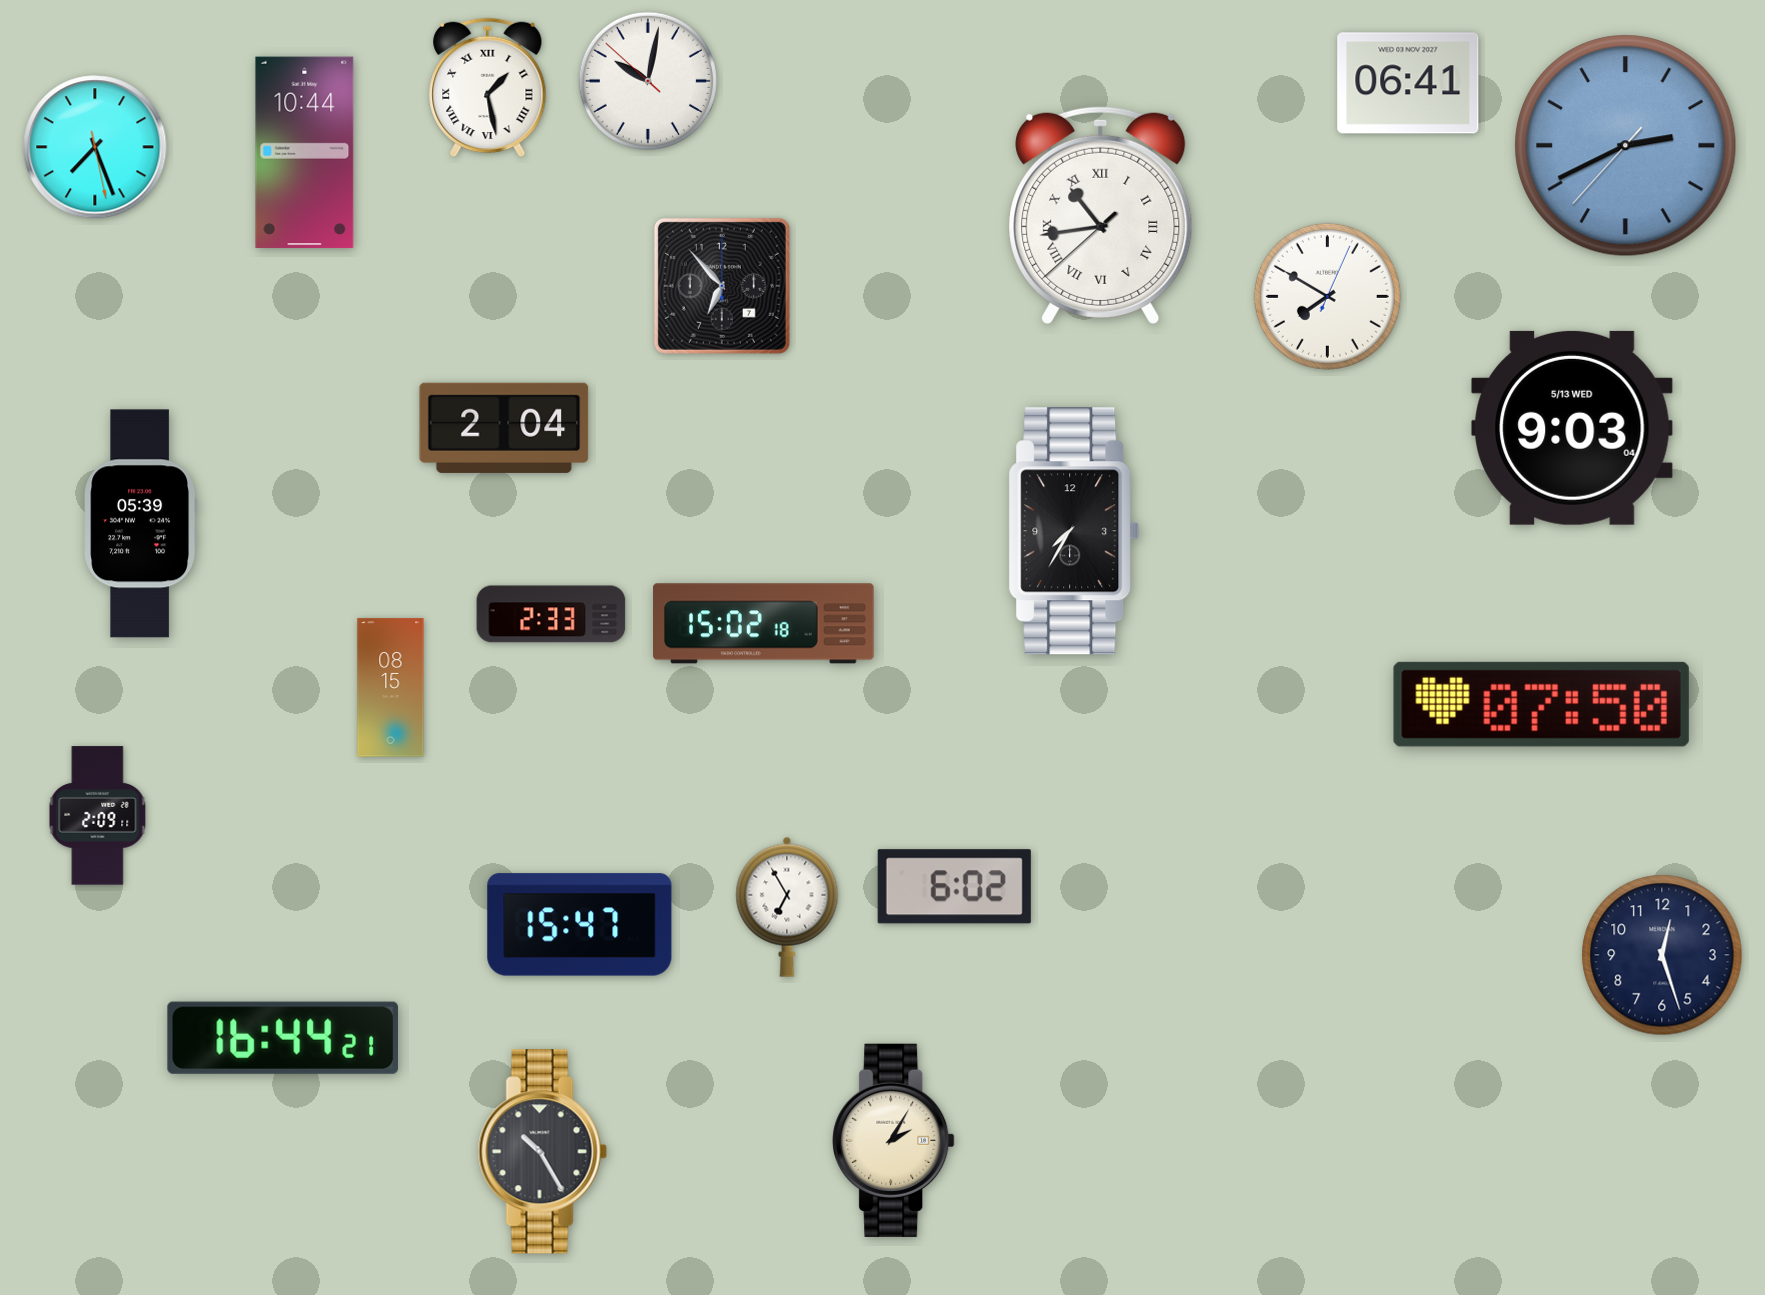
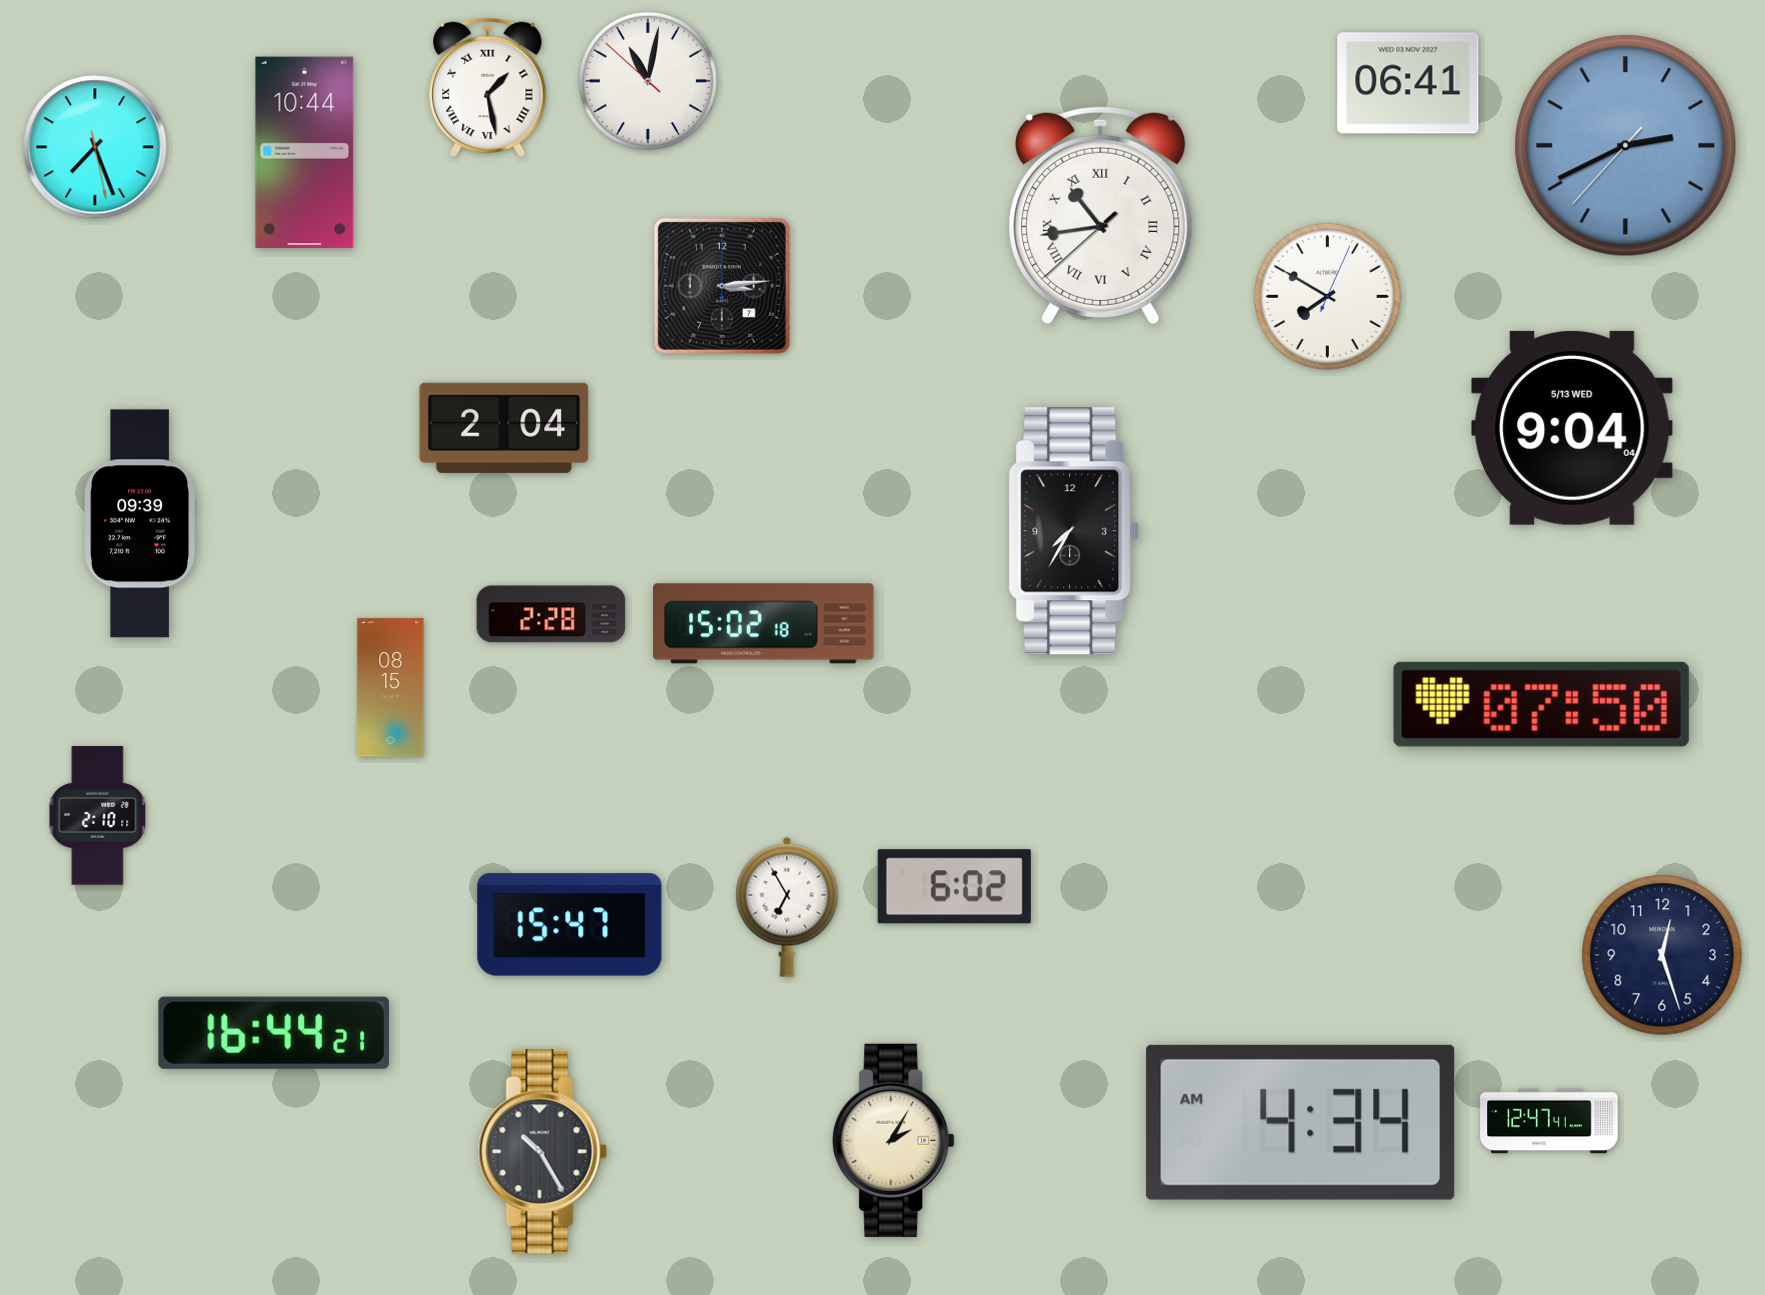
clock at (648, 81): 10:01 -> 11:01
clock at (722, 286): 6:53 -> 3:14
clock at (1572, 428): 9:03 -> 9:04
clock at (140, 524): 05:39 -> 09:39
clock at (551, 614): 2:33 -> 2:28
clock at (98, 816): 2:09 -> 2:10
clock at (580, 925) position: (580, 925) -> (570, 925)
clock at (283, 1038) position: (283, 1038) -> (274, 1033)
clock at (1549, 1121): none -> 12:47
clock at (1301, 1122): none -> 4:34
